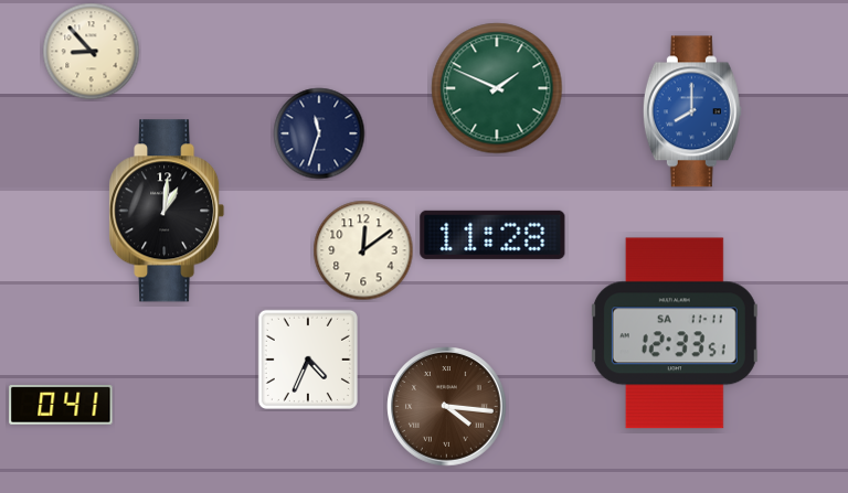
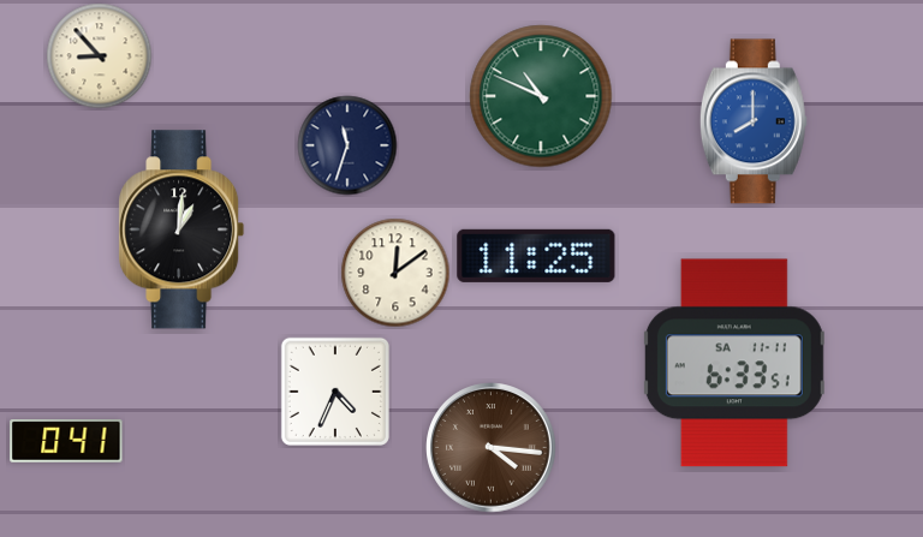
clock at (497, 88): 1:49 -> 10:49
clock at (492, 235): 11:28 -> 11:25
clock at (675, 333): 12:33 -> 6:33
clock at (447, 407) position: (447, 407) -> (492, 448)
